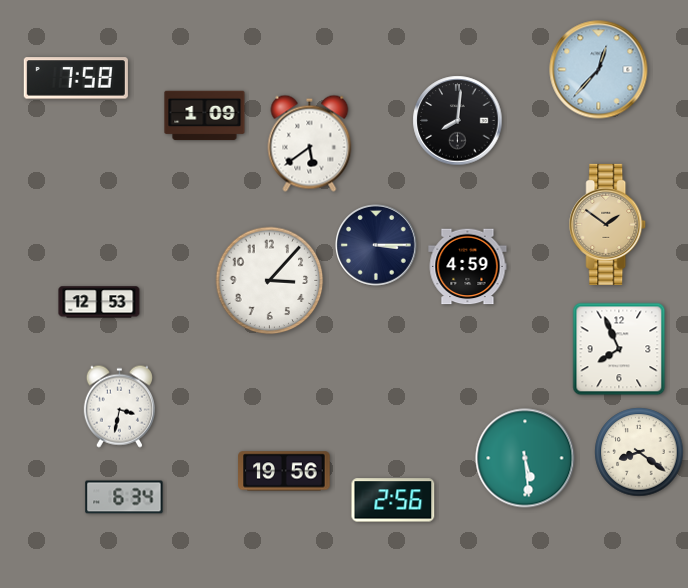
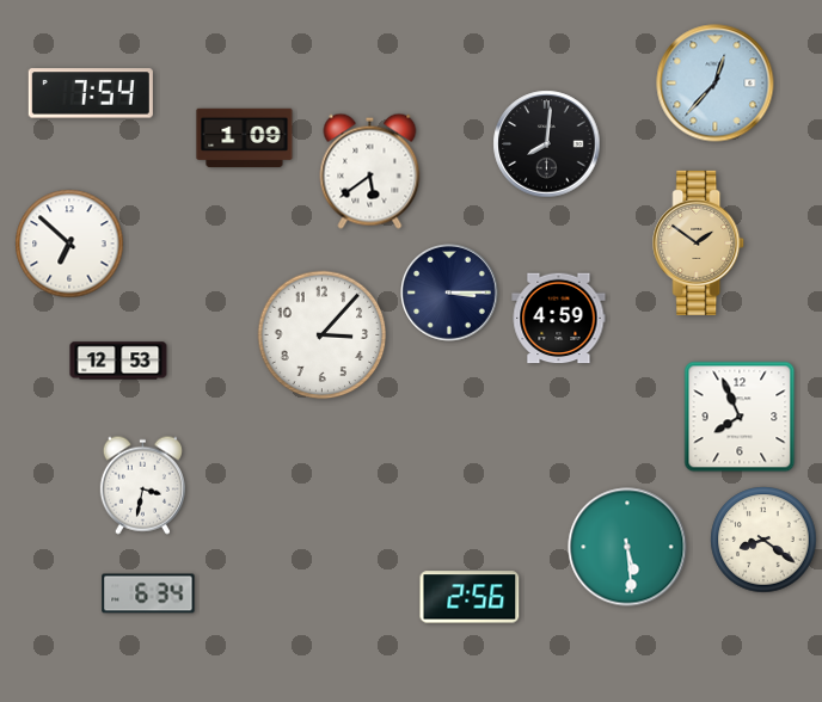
clock at (76, 78): 7:58 -> 7:54
clock at (69, 244): none -> 6:52
clock at (608, 224) position: (608, 224) -> (699, 242)
clock at (284, 471): 19:56 -> none
